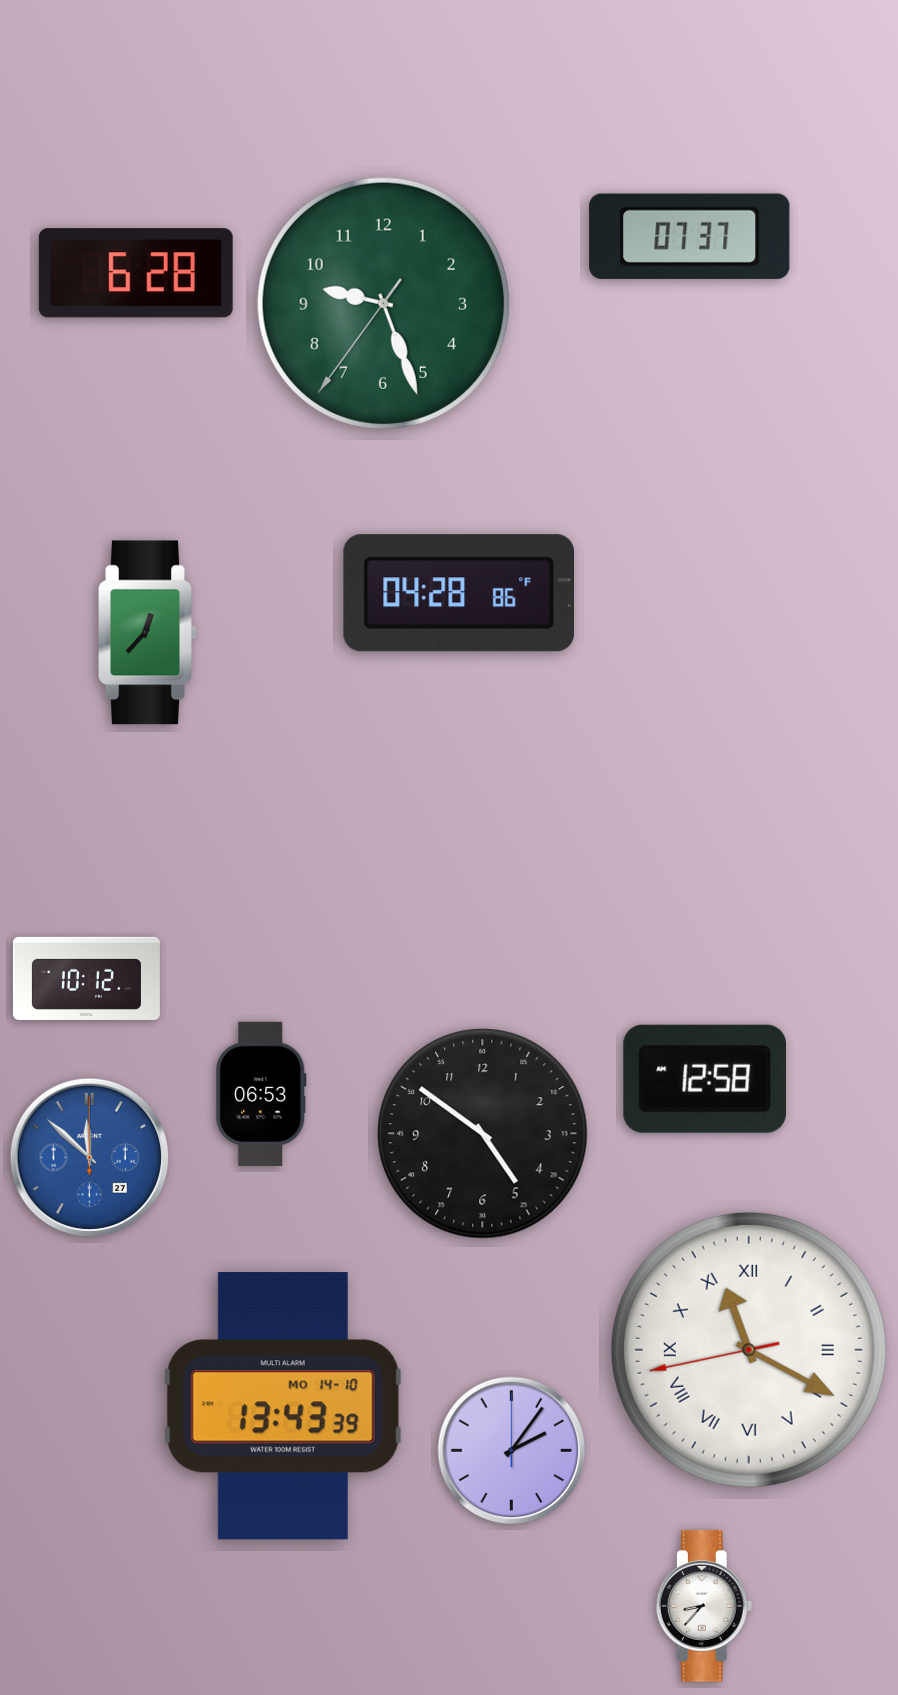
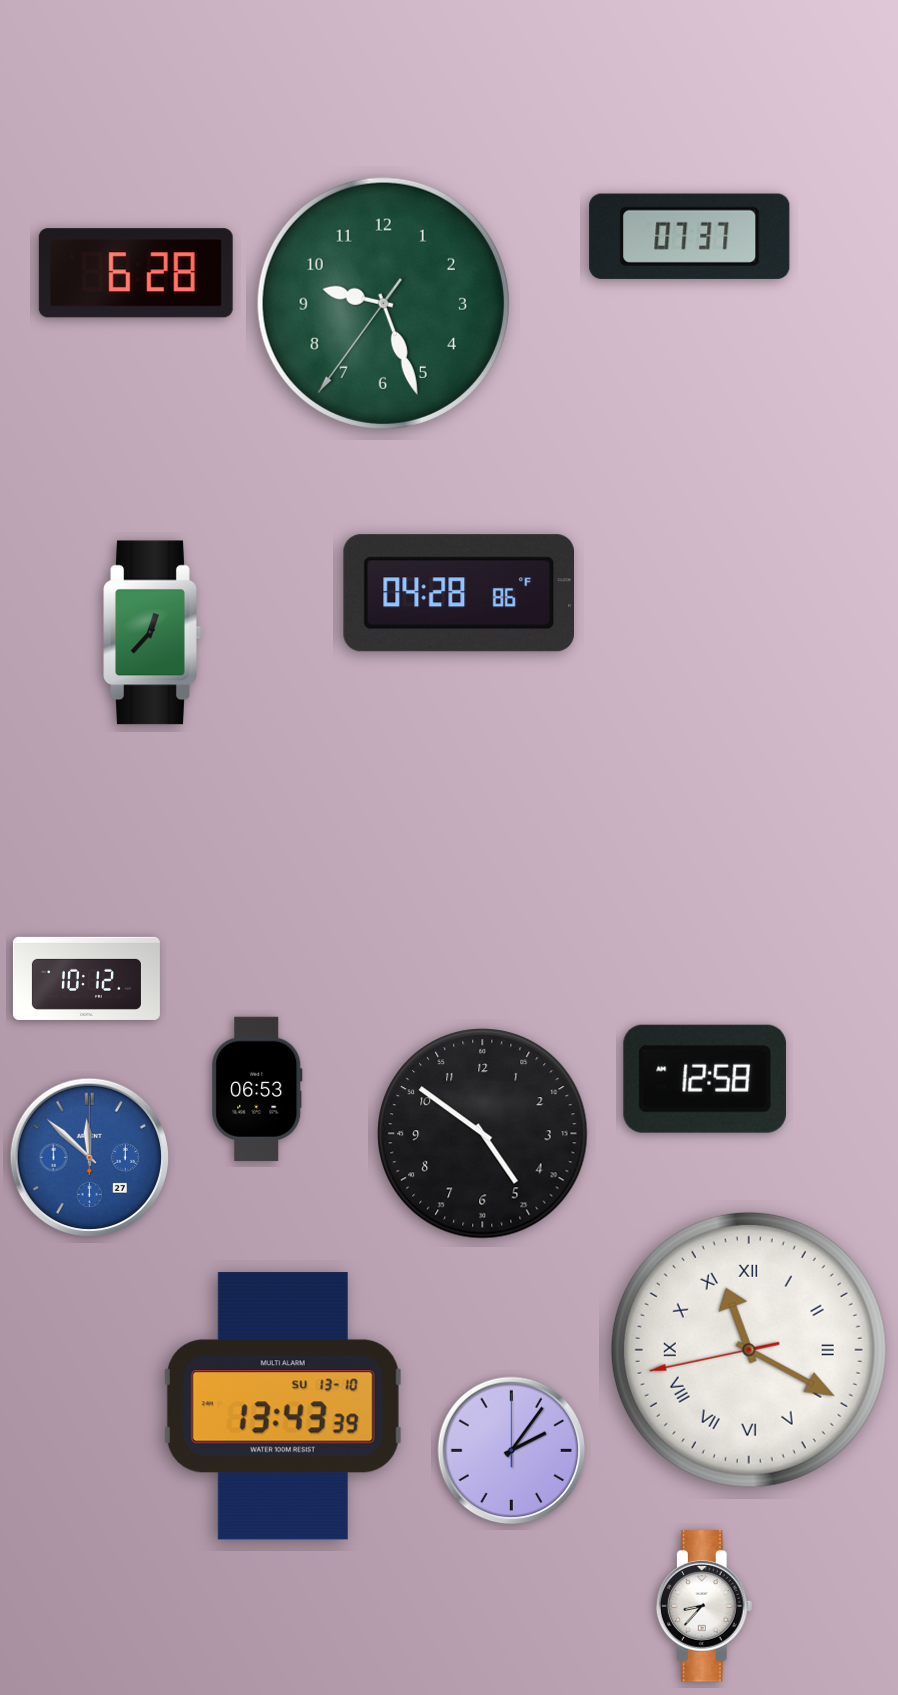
clock at (148, 633) position: (148, 633) -> (153, 633)
clock at (261, 1093) position: (261, 1093) -> (257, 1088)
clock at (283, 1406) date: MO 14-10 -> SU 13-10
